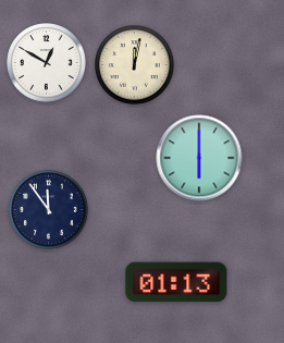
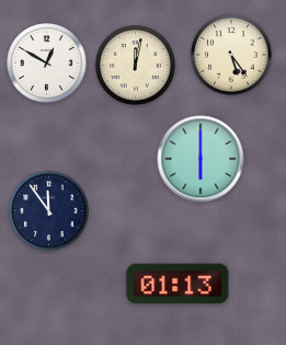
clock at (231, 55): none -> 5:24
